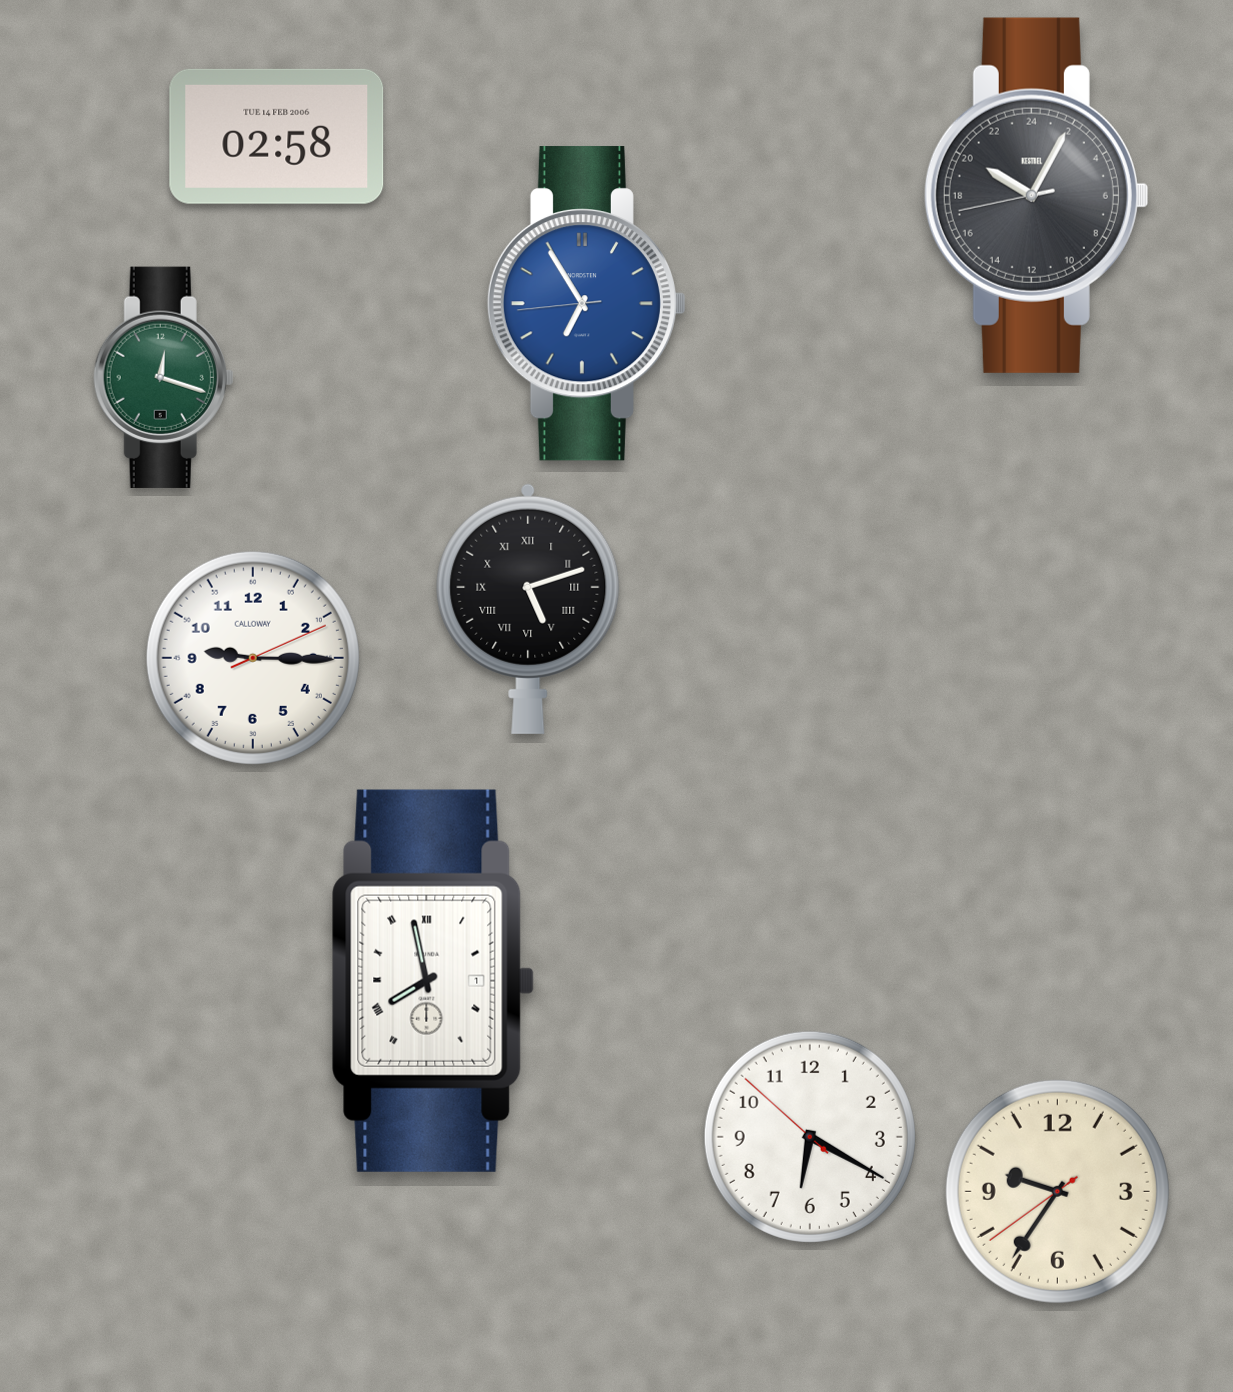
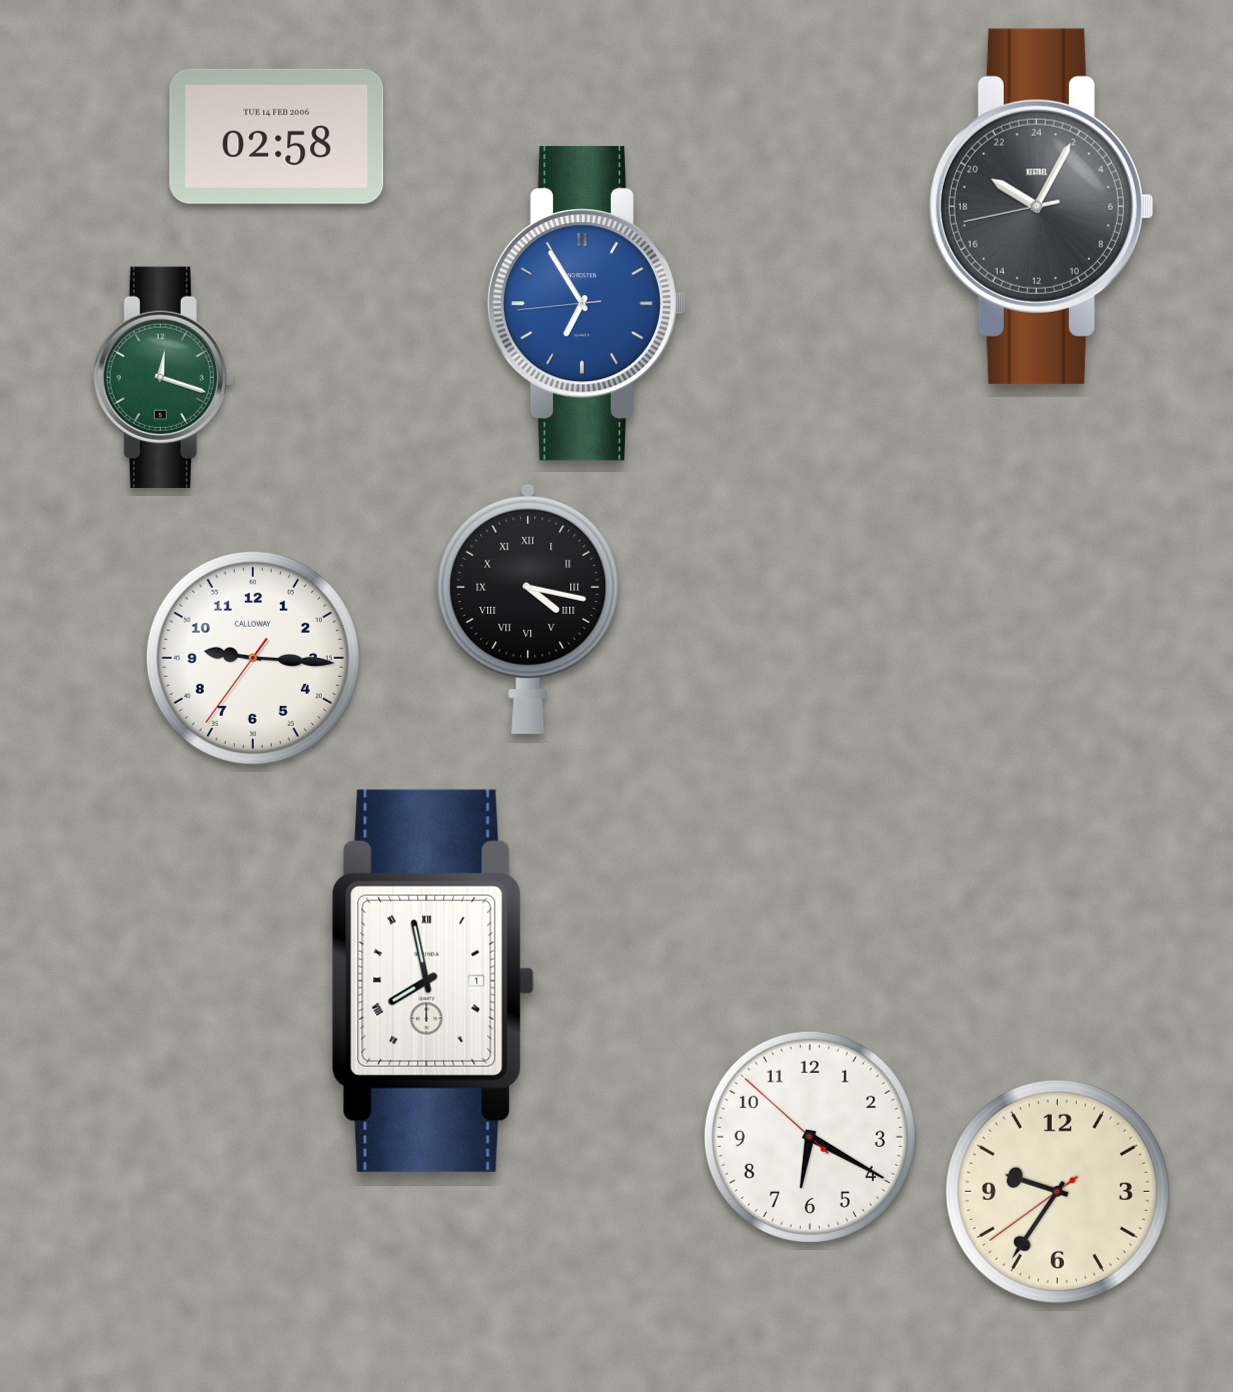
clock at (1036, 195) position: (1036, 195) -> (1041, 206)
clock at (528, 608): 5:12 -> 4:17
clock at (253, 658): 9:15:11 -> 9:15:36
